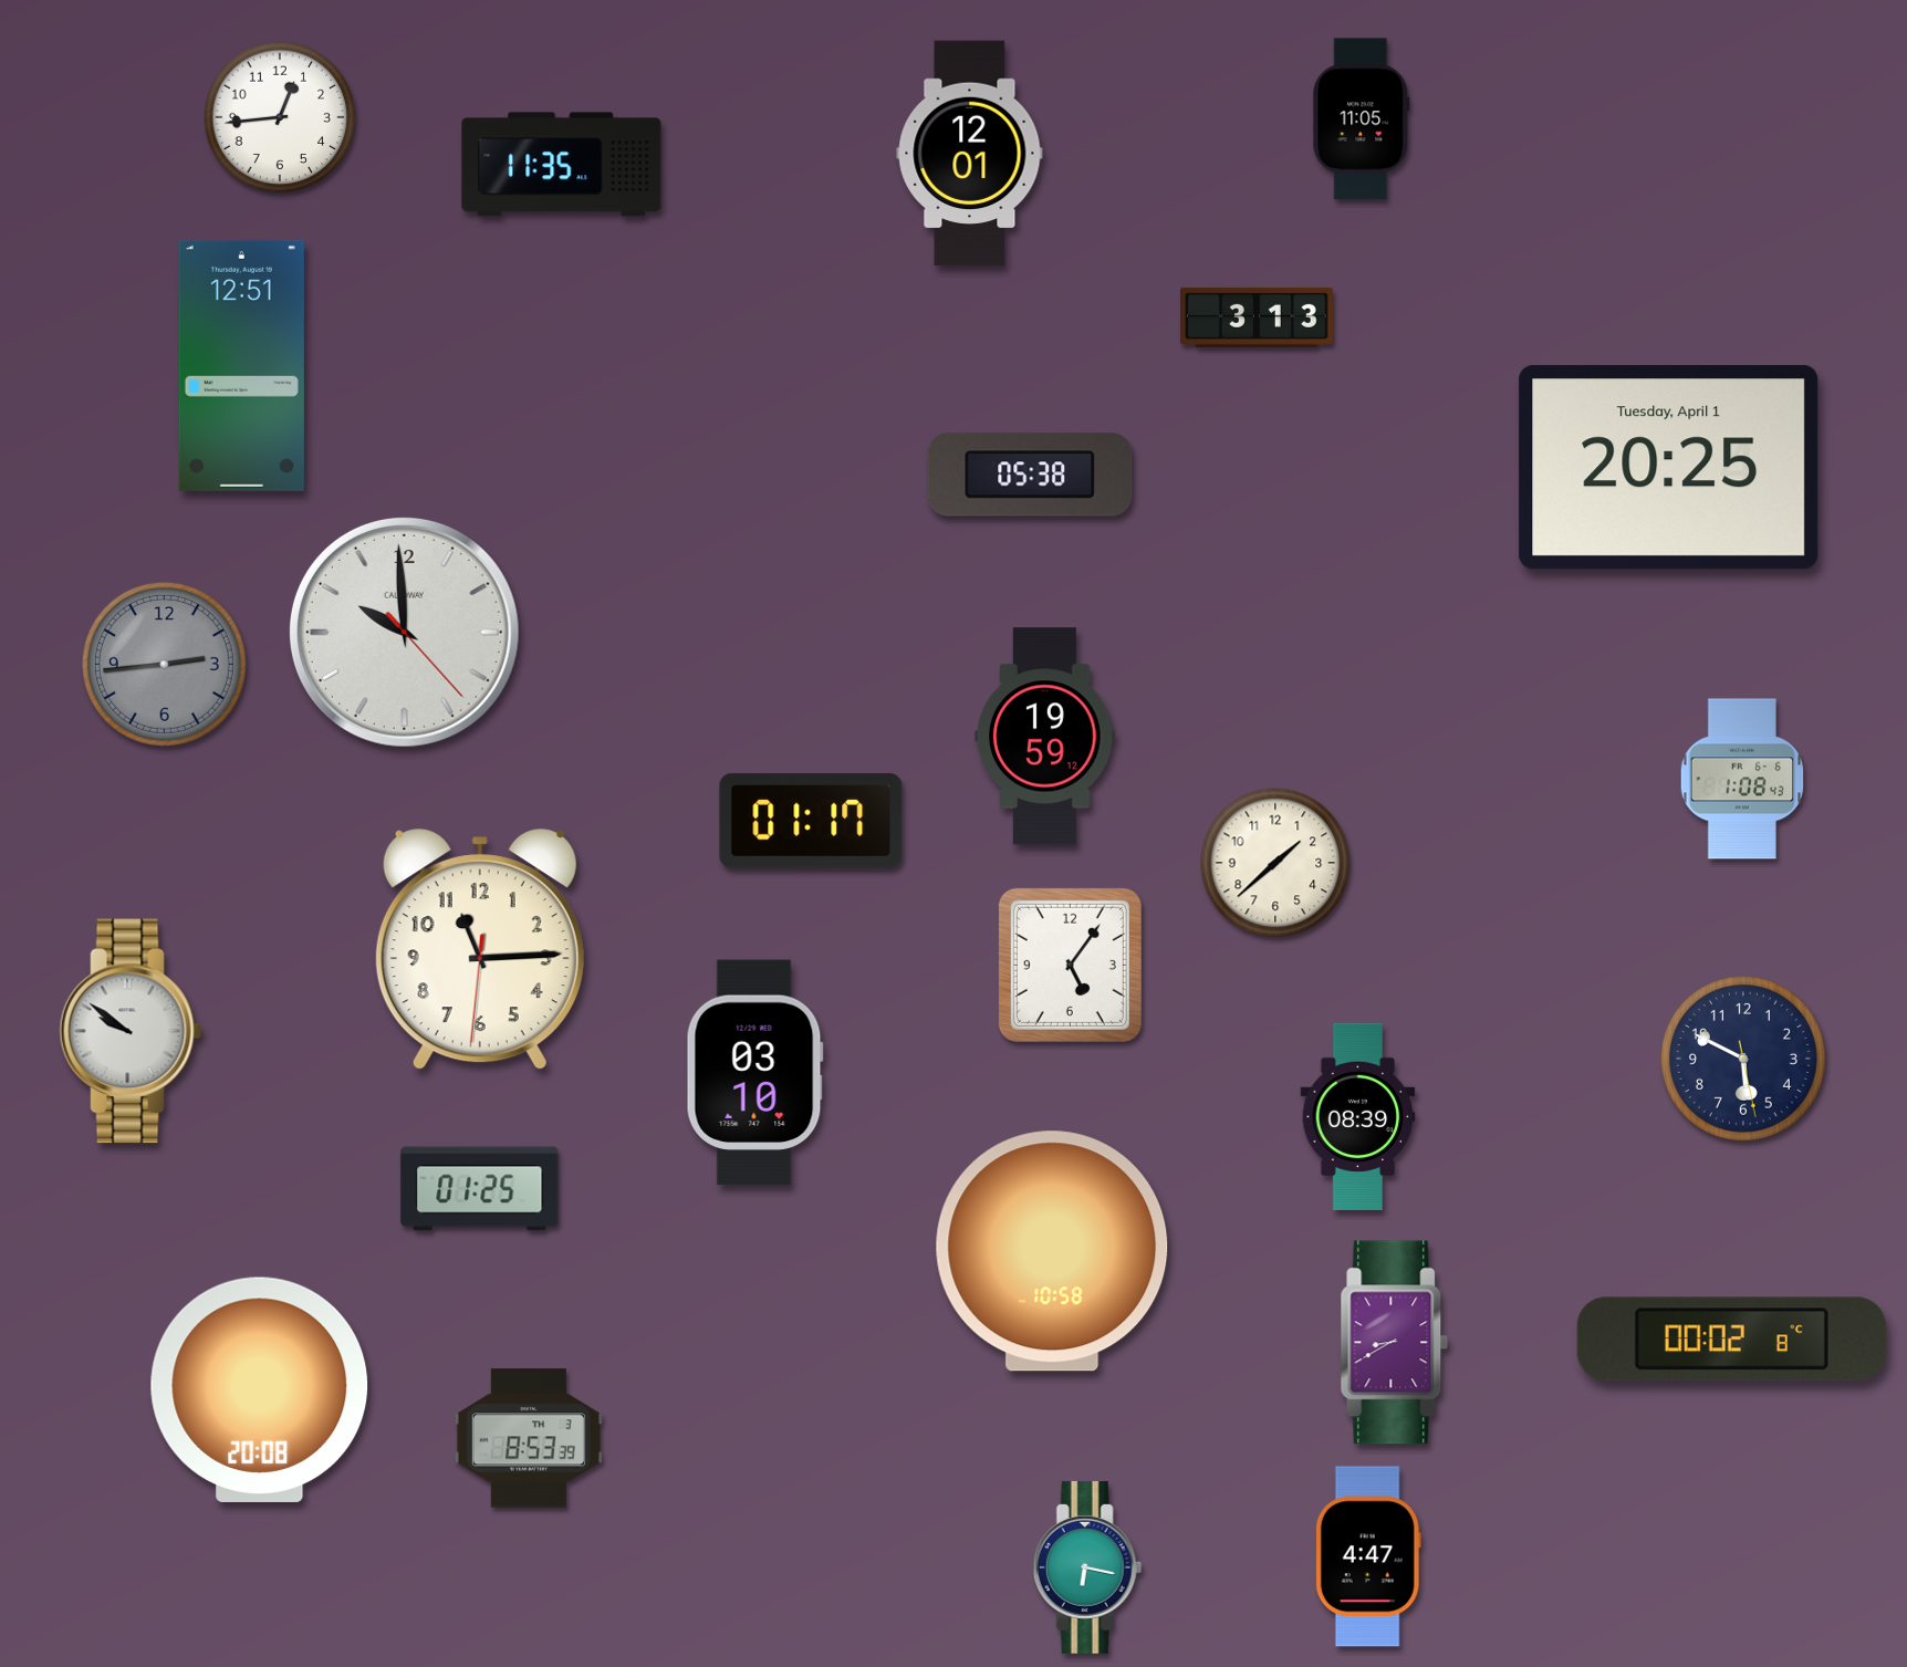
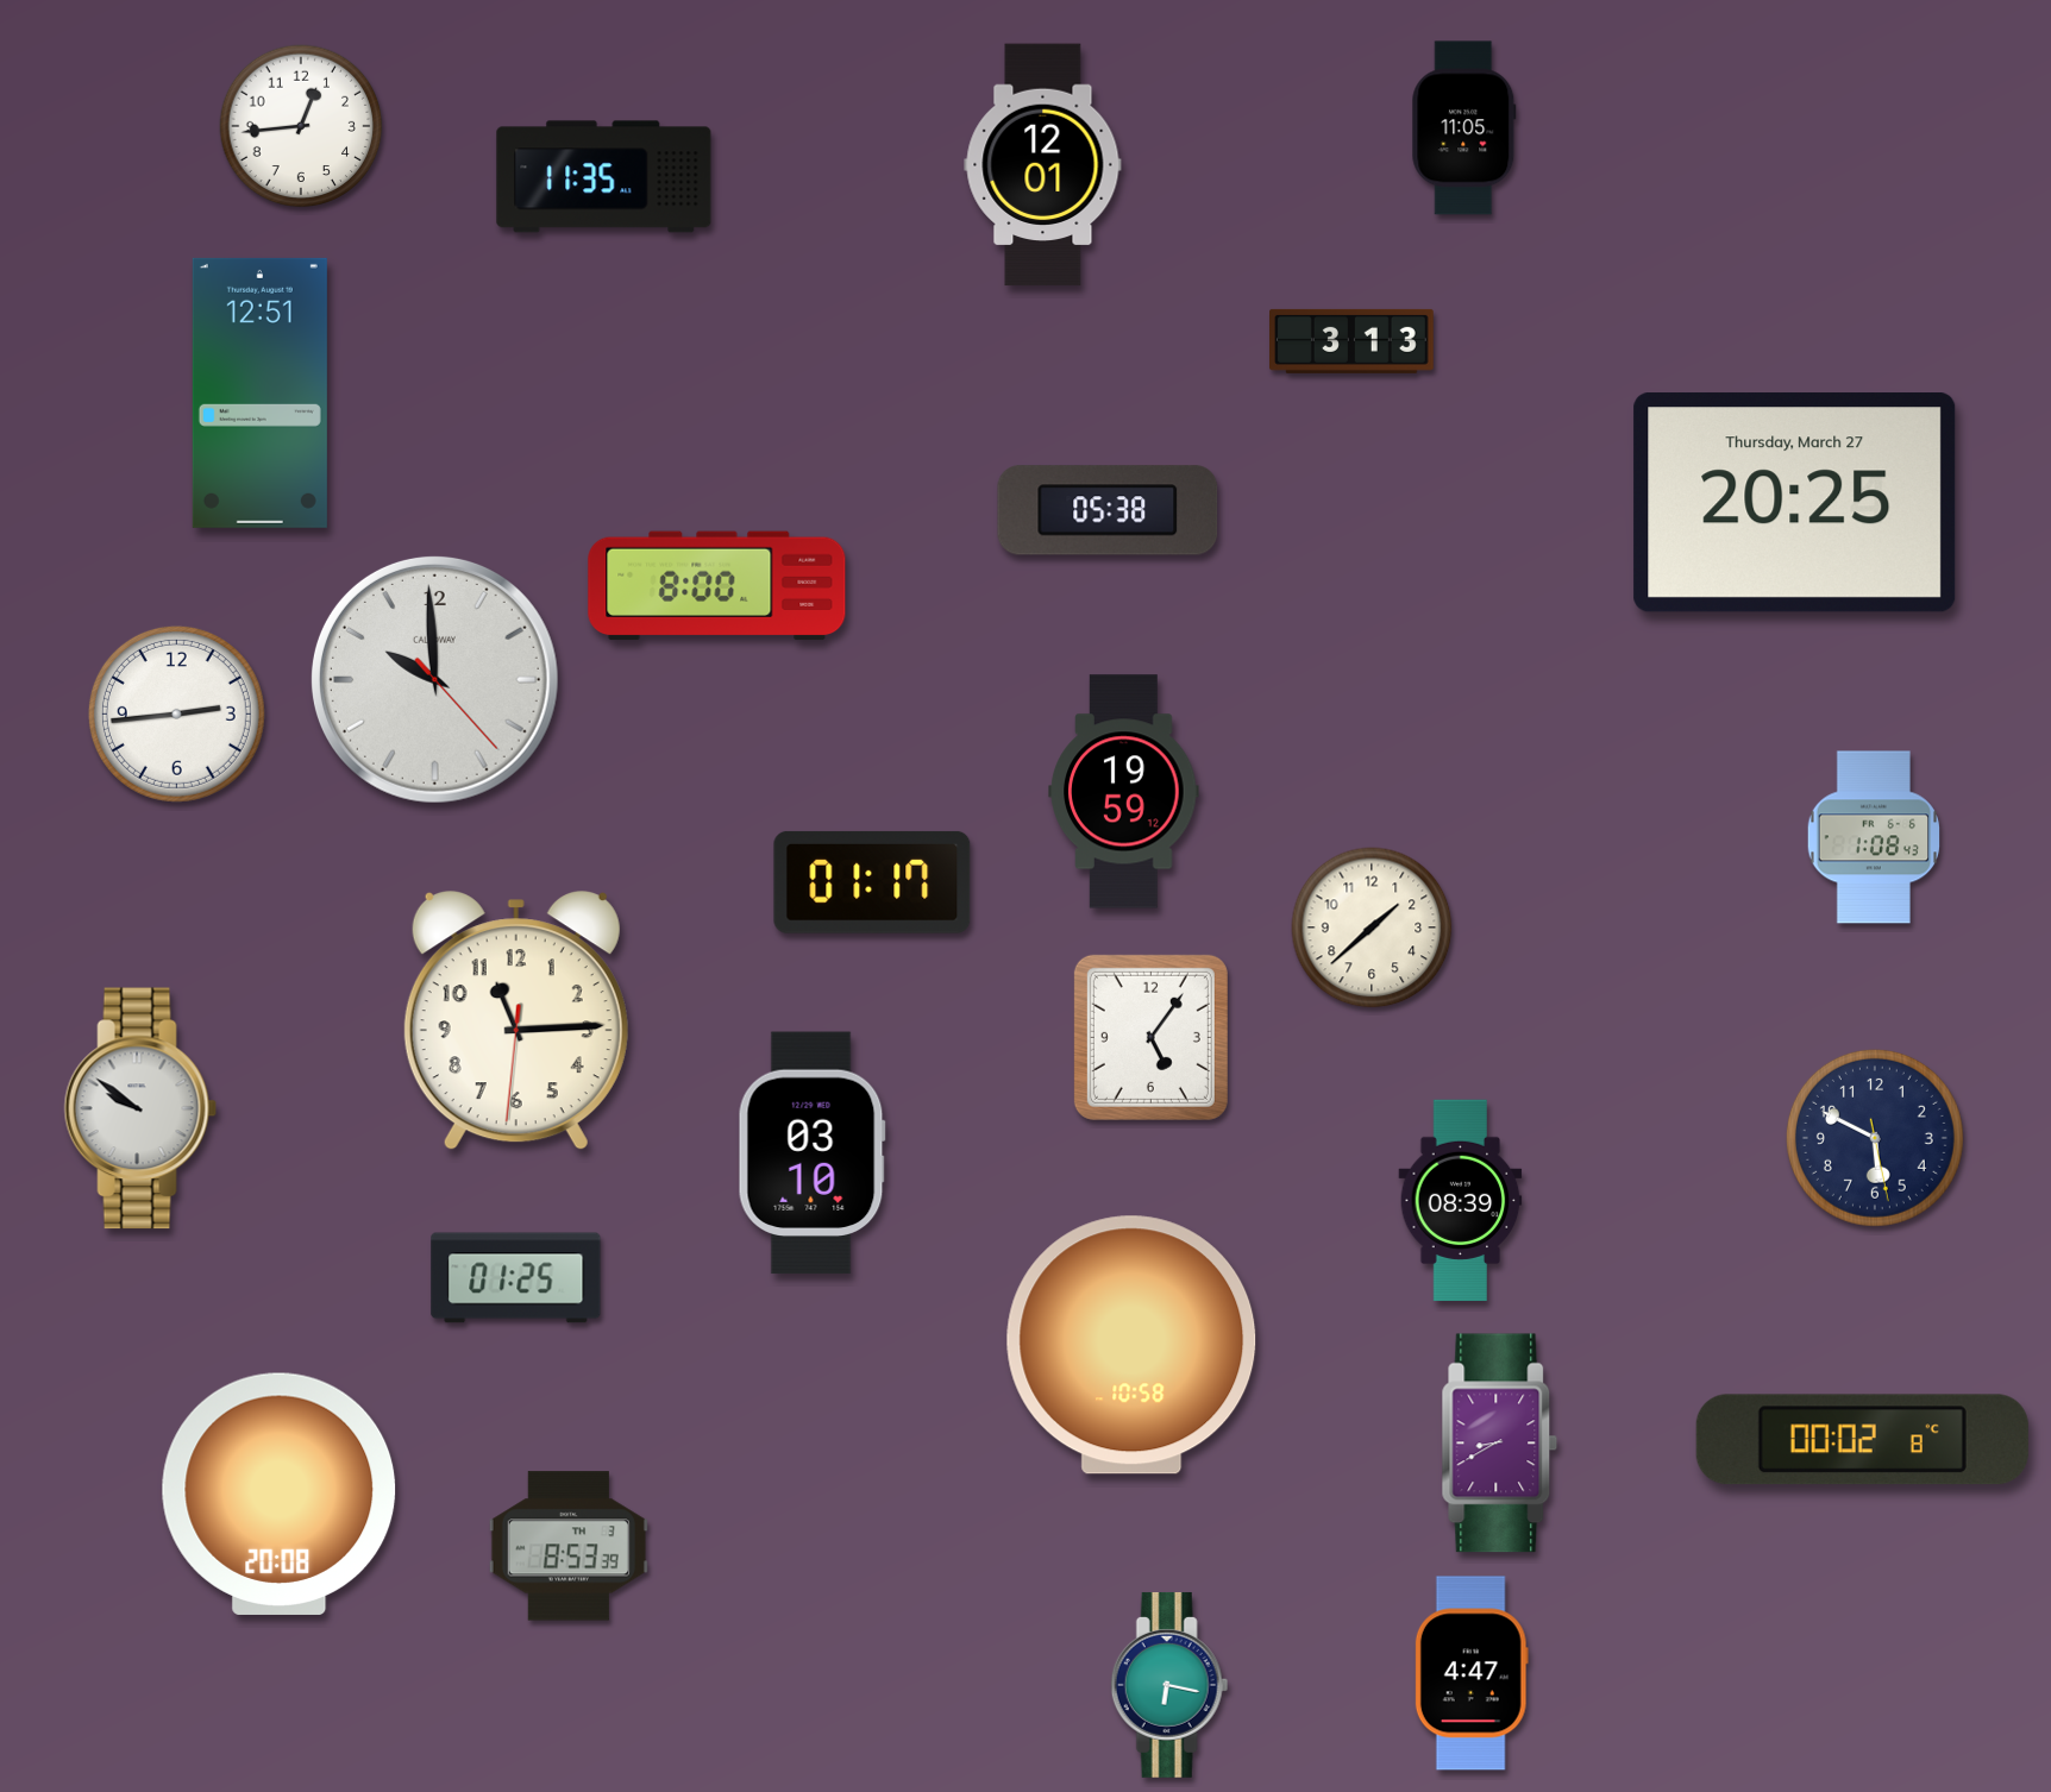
clock at (1669, 468) date: Tuesday, April 1 -> Thursday, March 27
clock at (717, 586): none -> 8:00
clock at (164, 664) dial: grey -> white
